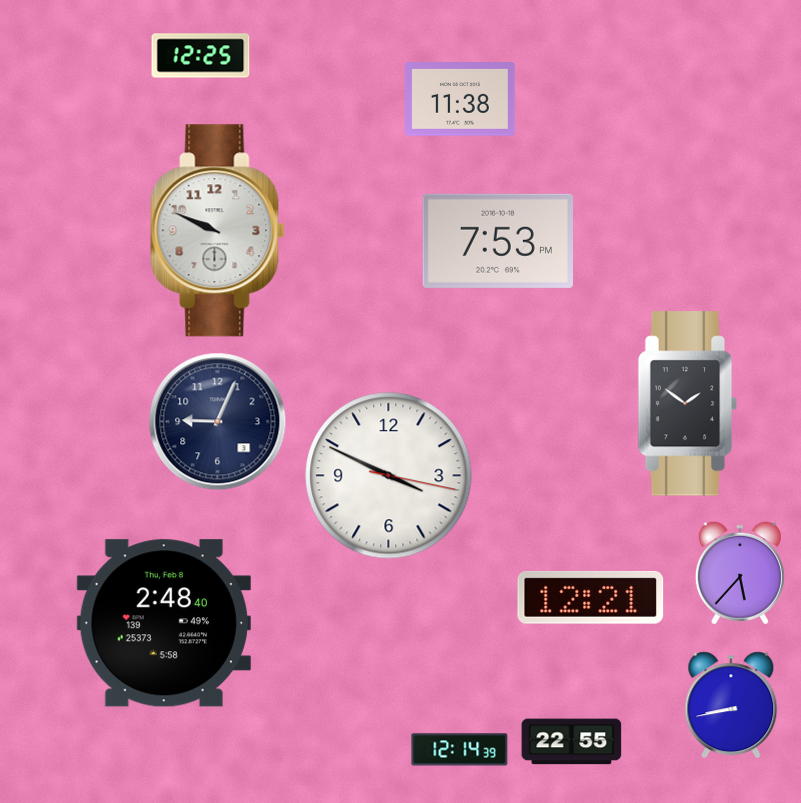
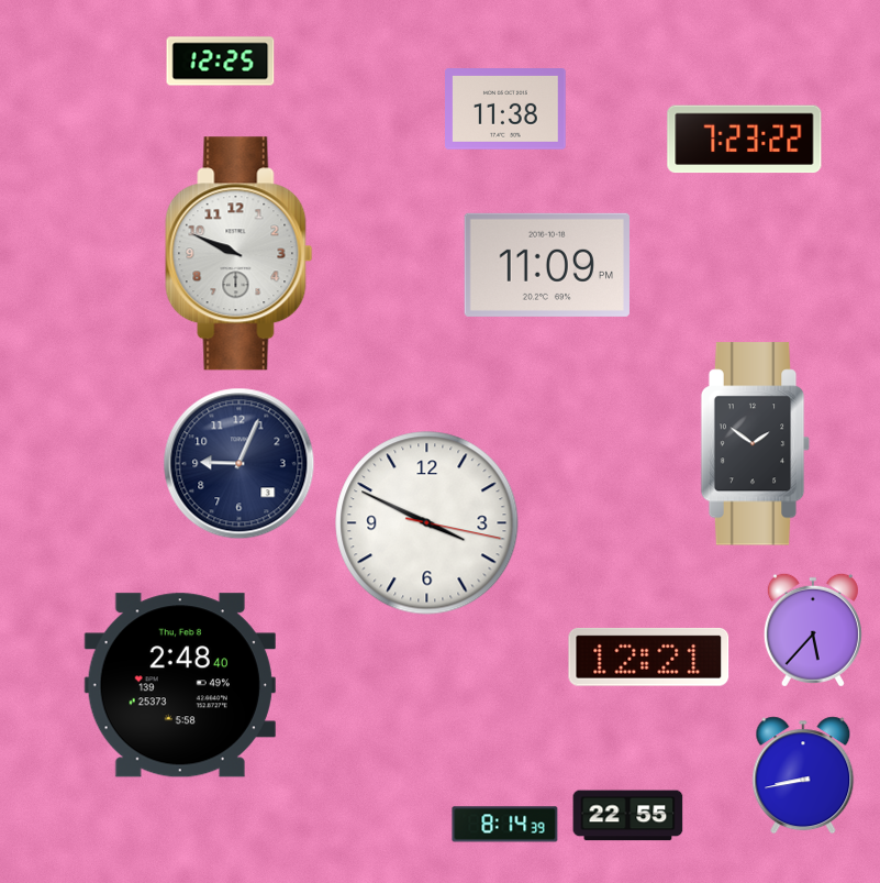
clock at (745, 140): none -> 7:23
clock at (497, 241): 7:53 -> 11:09
clock at (460, 750): 12:14 -> 8:14
